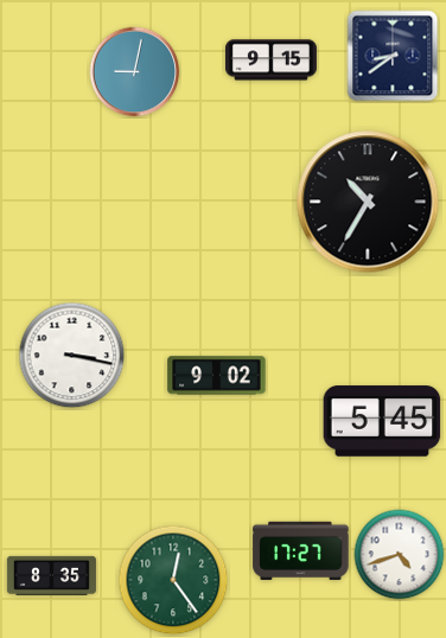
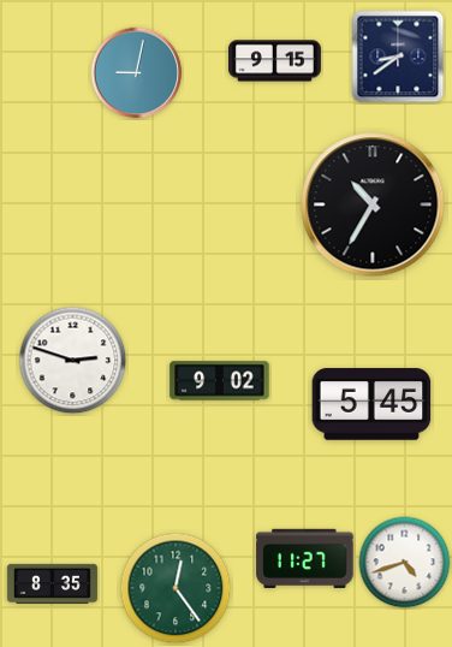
clock at (72, 356): 3:17 -> 2:48
clock at (382, 421) position: (382, 421) -> (371, 404)
clock at (301, 550): 17:27 -> 11:27
